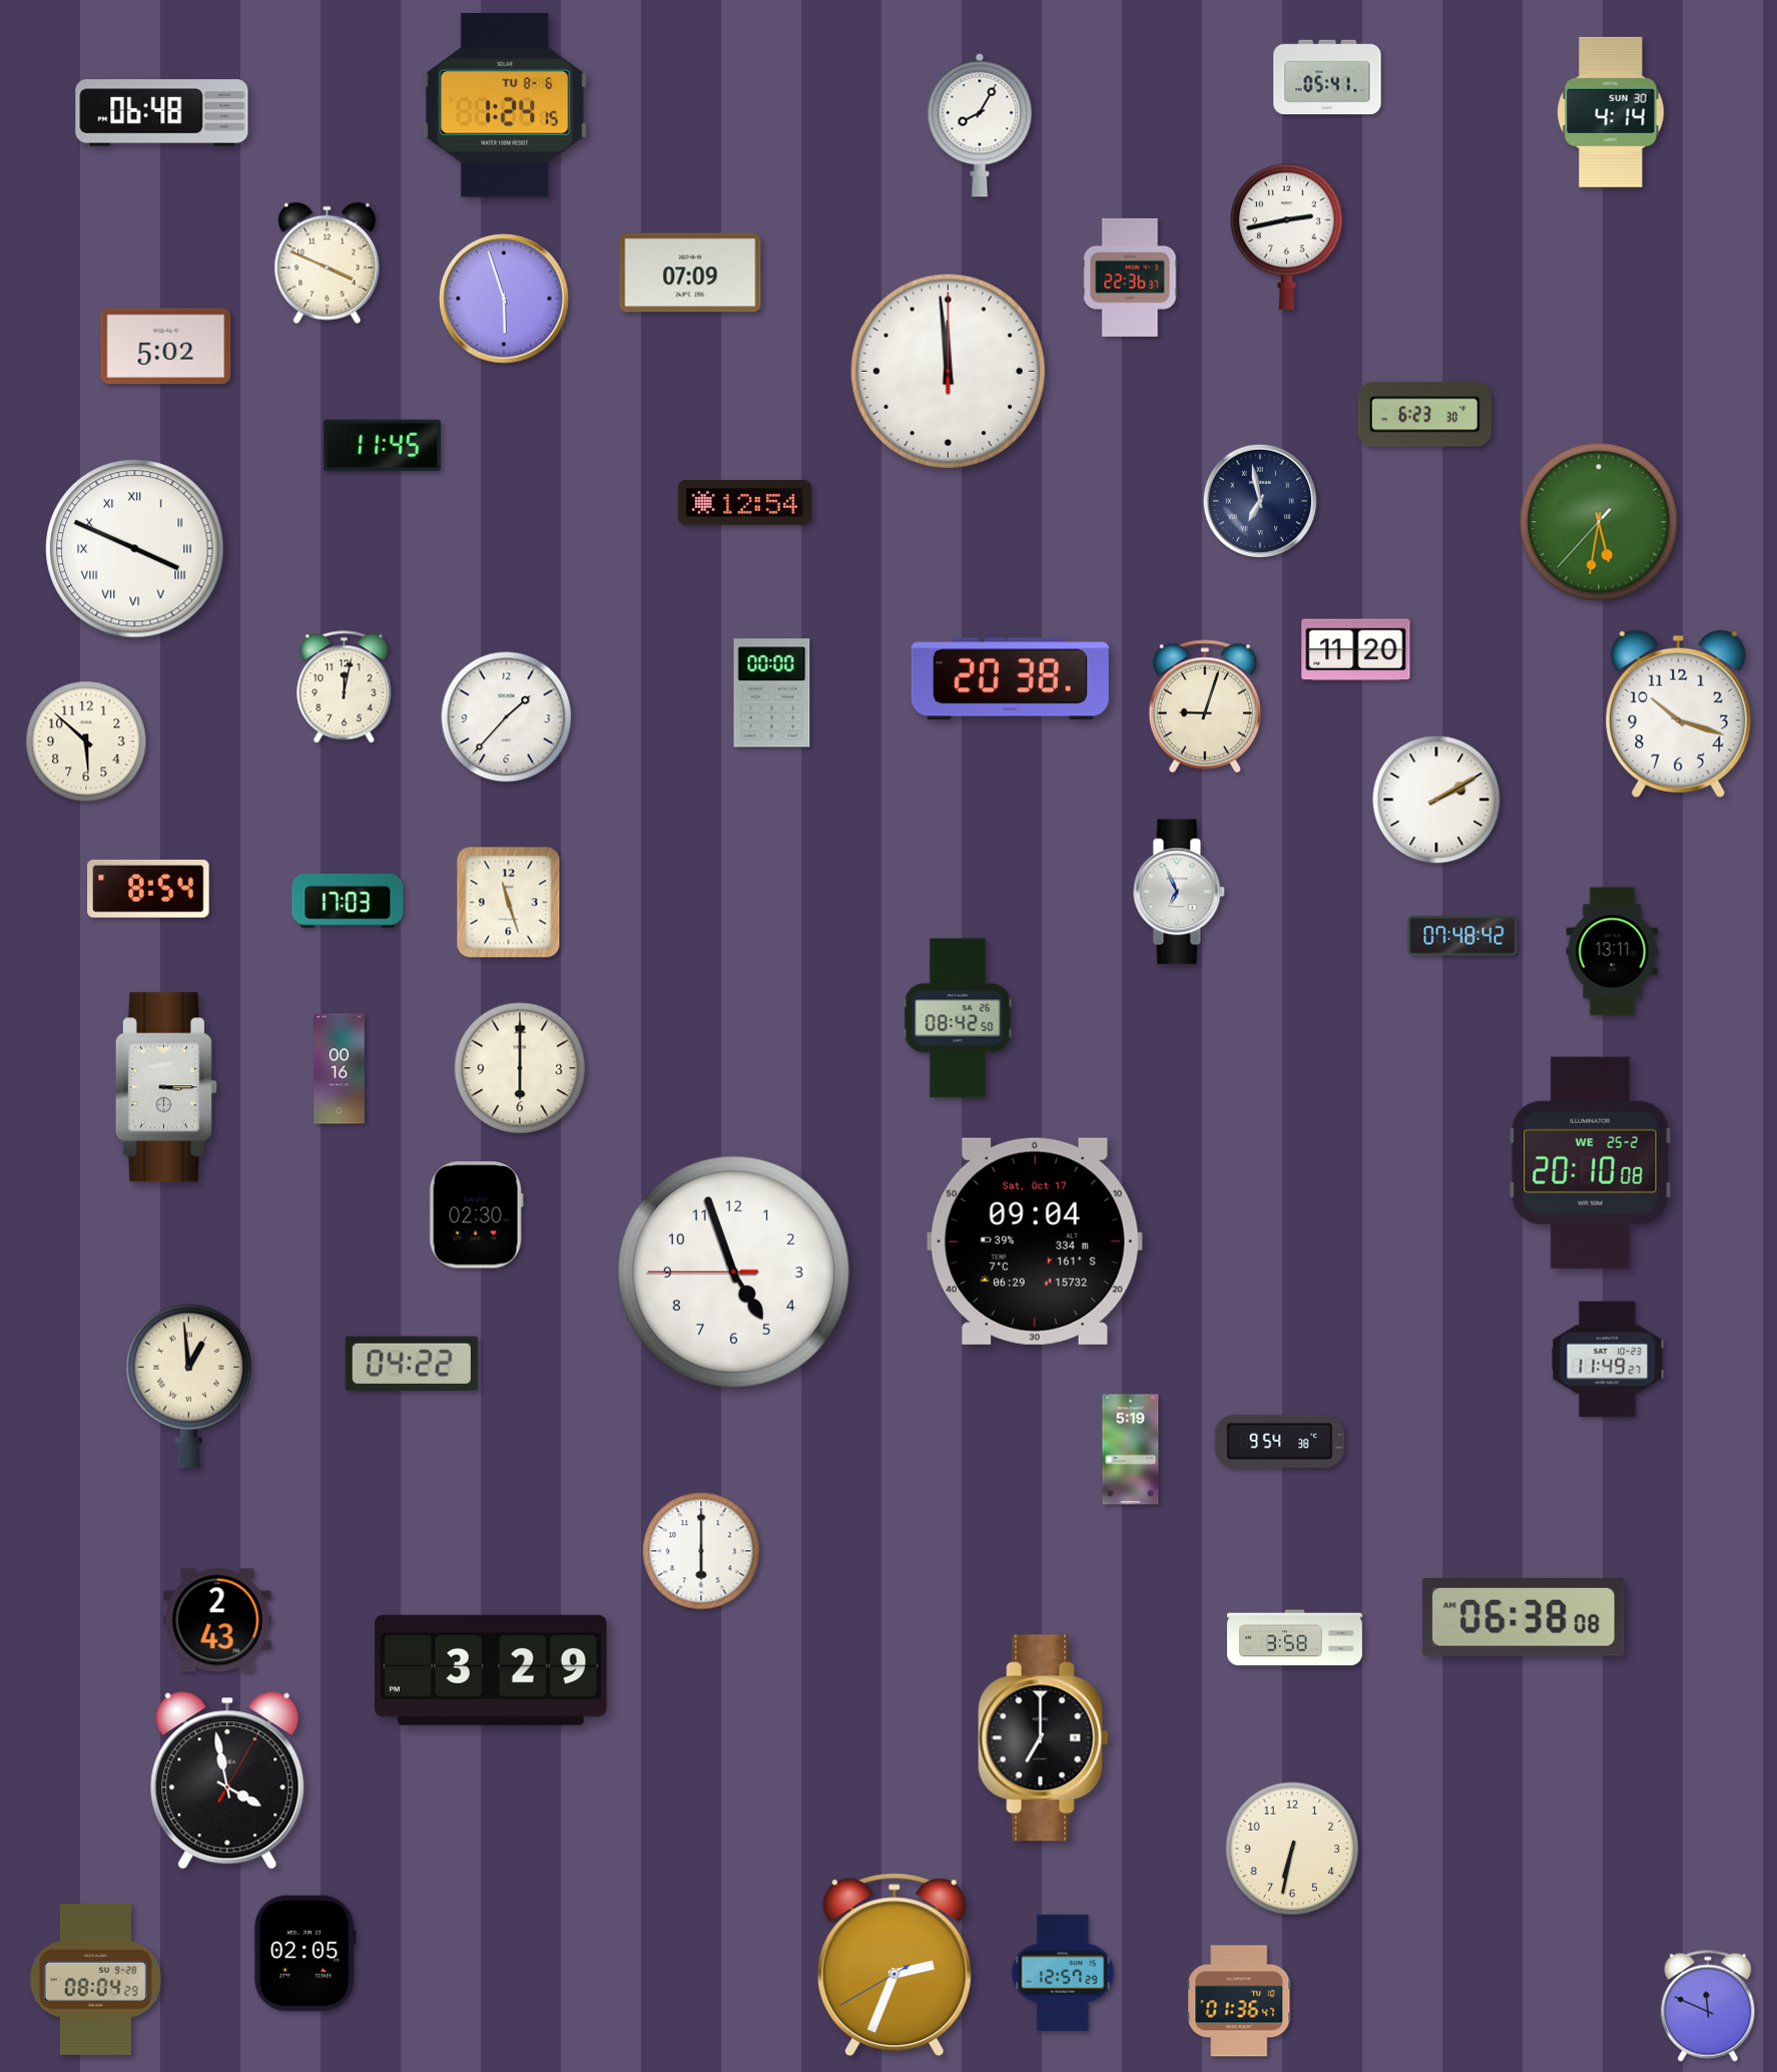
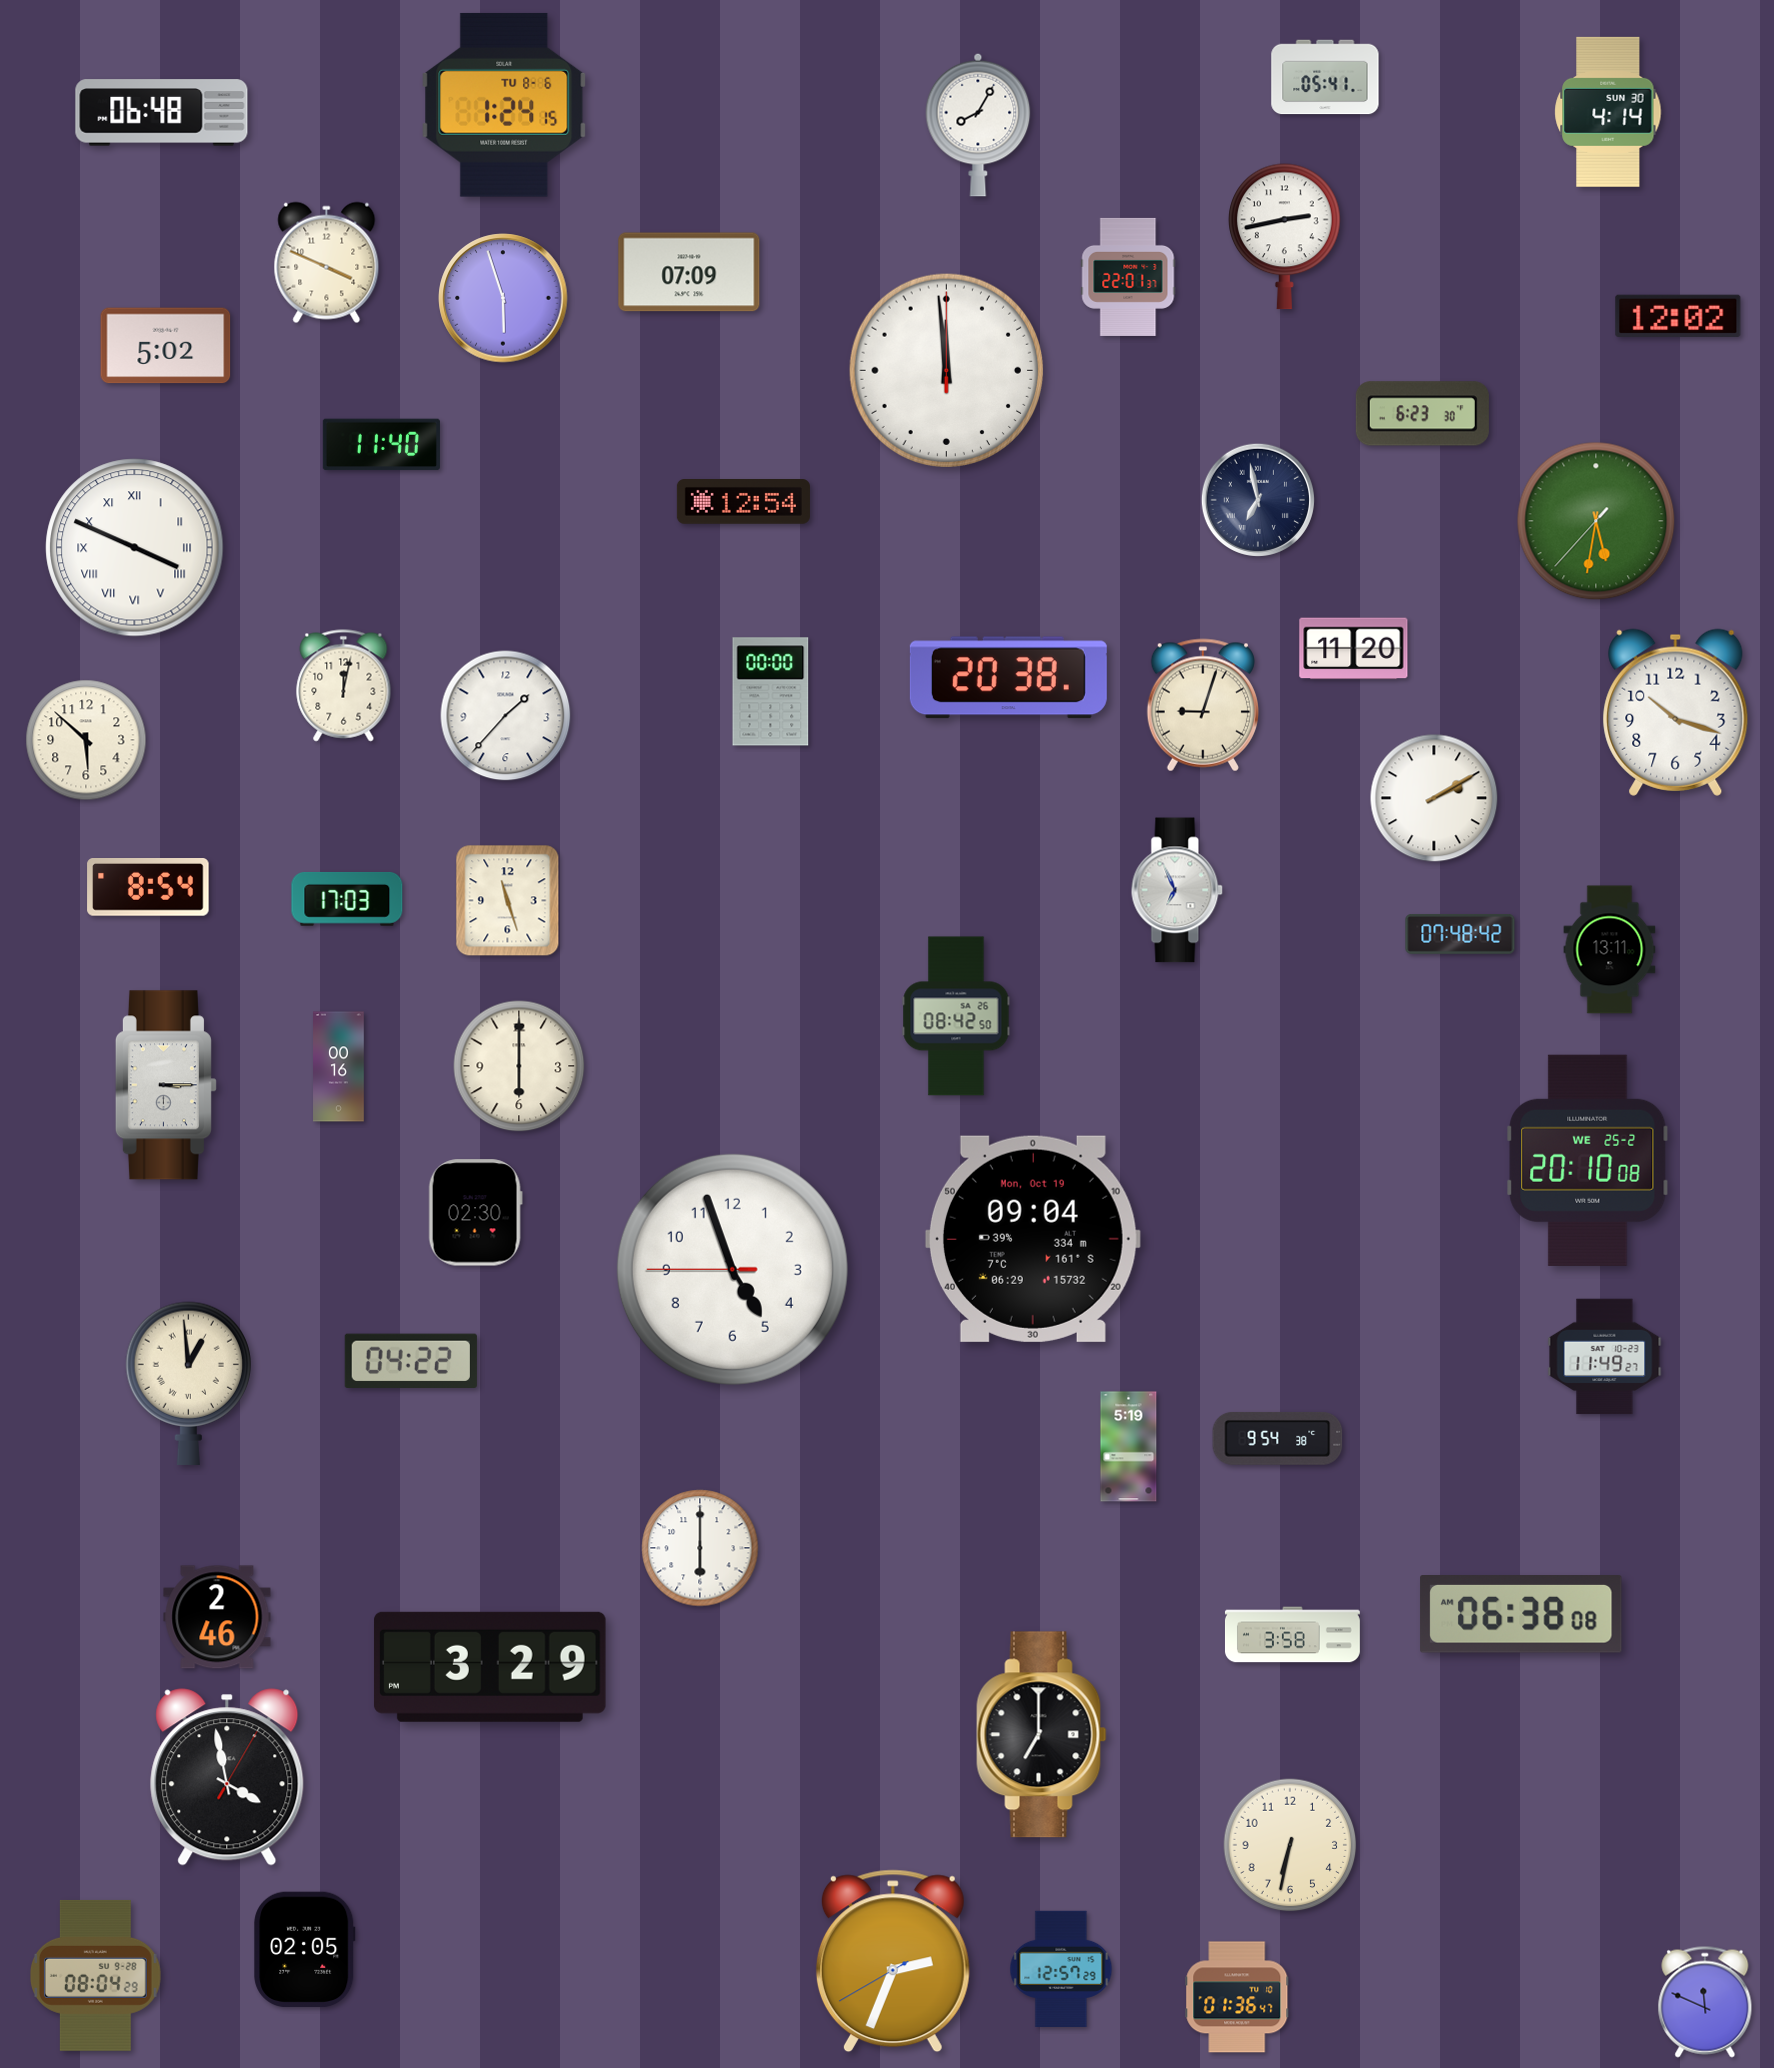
clock at (1130, 278): 22:36 -> 22:01
clock at (1678, 316): none -> 12:02
clock at (382, 446): 11:45 -> 11:40
clock at (1035, 1241) date: Sat, Oct 17 -> Mon, Oct 19
clock at (217, 1620): 2:43 -> 2:46
